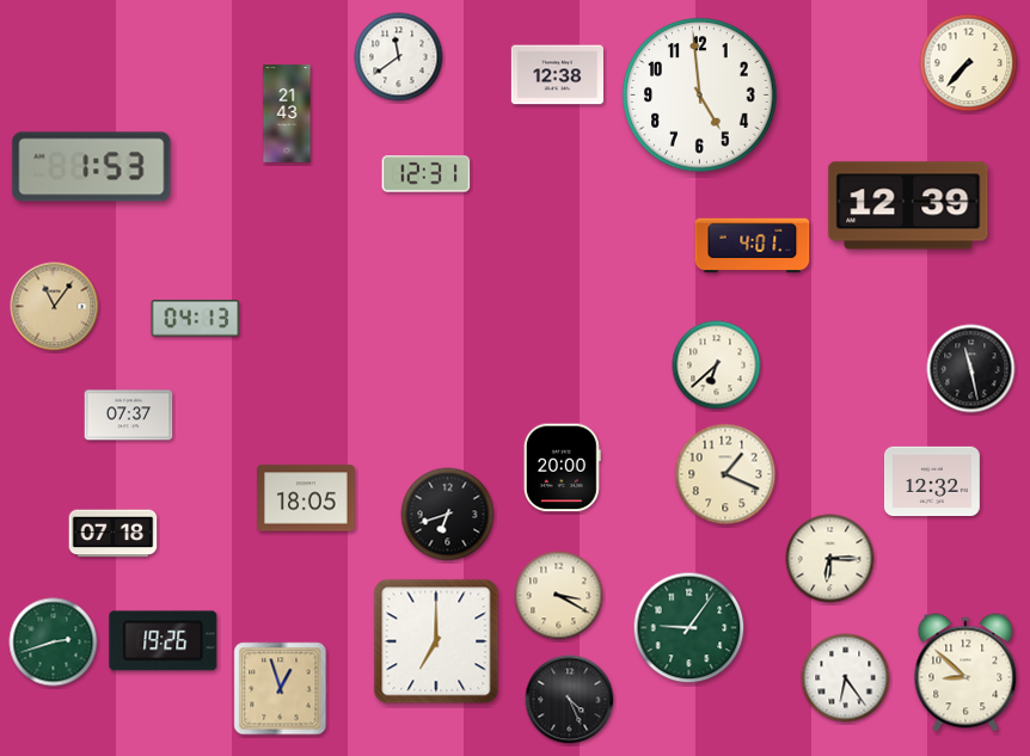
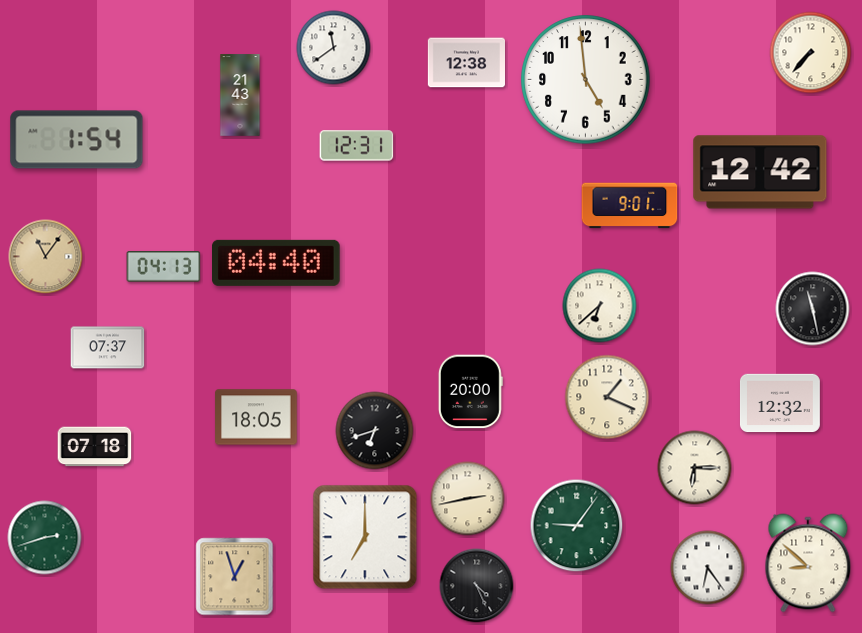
clock at (92, 167): 1:53 -> 1:54
clock at (908, 205): 12:39 -> 12:42
clock at (753, 246): 4:01 -> 9:01
clock at (277, 263): none -> 04:40
clock at (559, 596): 3:20 -> 2:43
clock at (164, 641): 19:26 -> none
